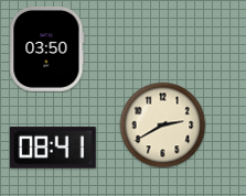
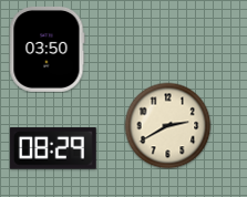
clock at (162, 124) position: (162, 124) -> (167, 125)
clock at (53, 148): 08:41 -> 08:29
